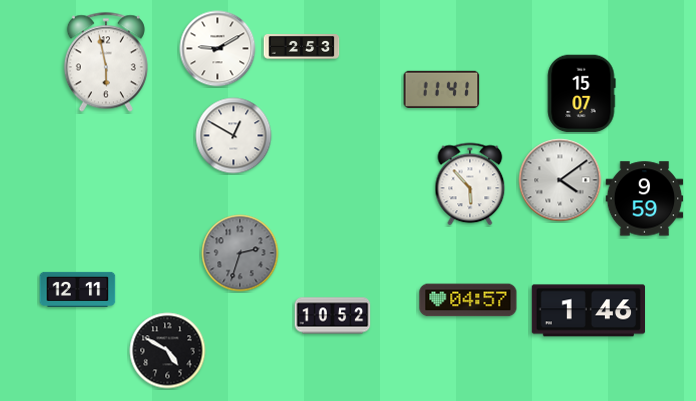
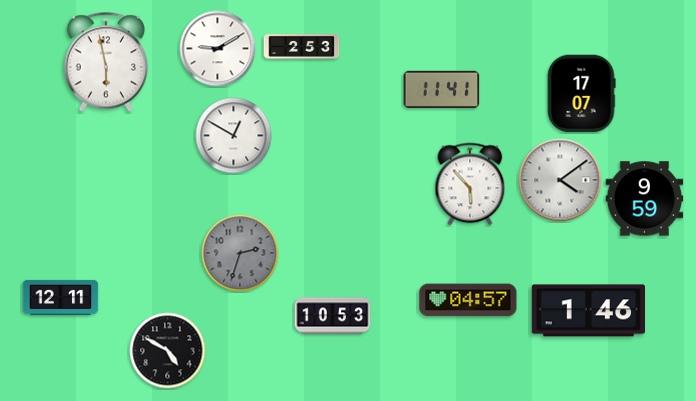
clock at (581, 94): 15:07 -> 17:07
clock at (78, 289) position: (78, 289) -> (61, 297)
clock at (333, 316): 10:52 -> 10:53
